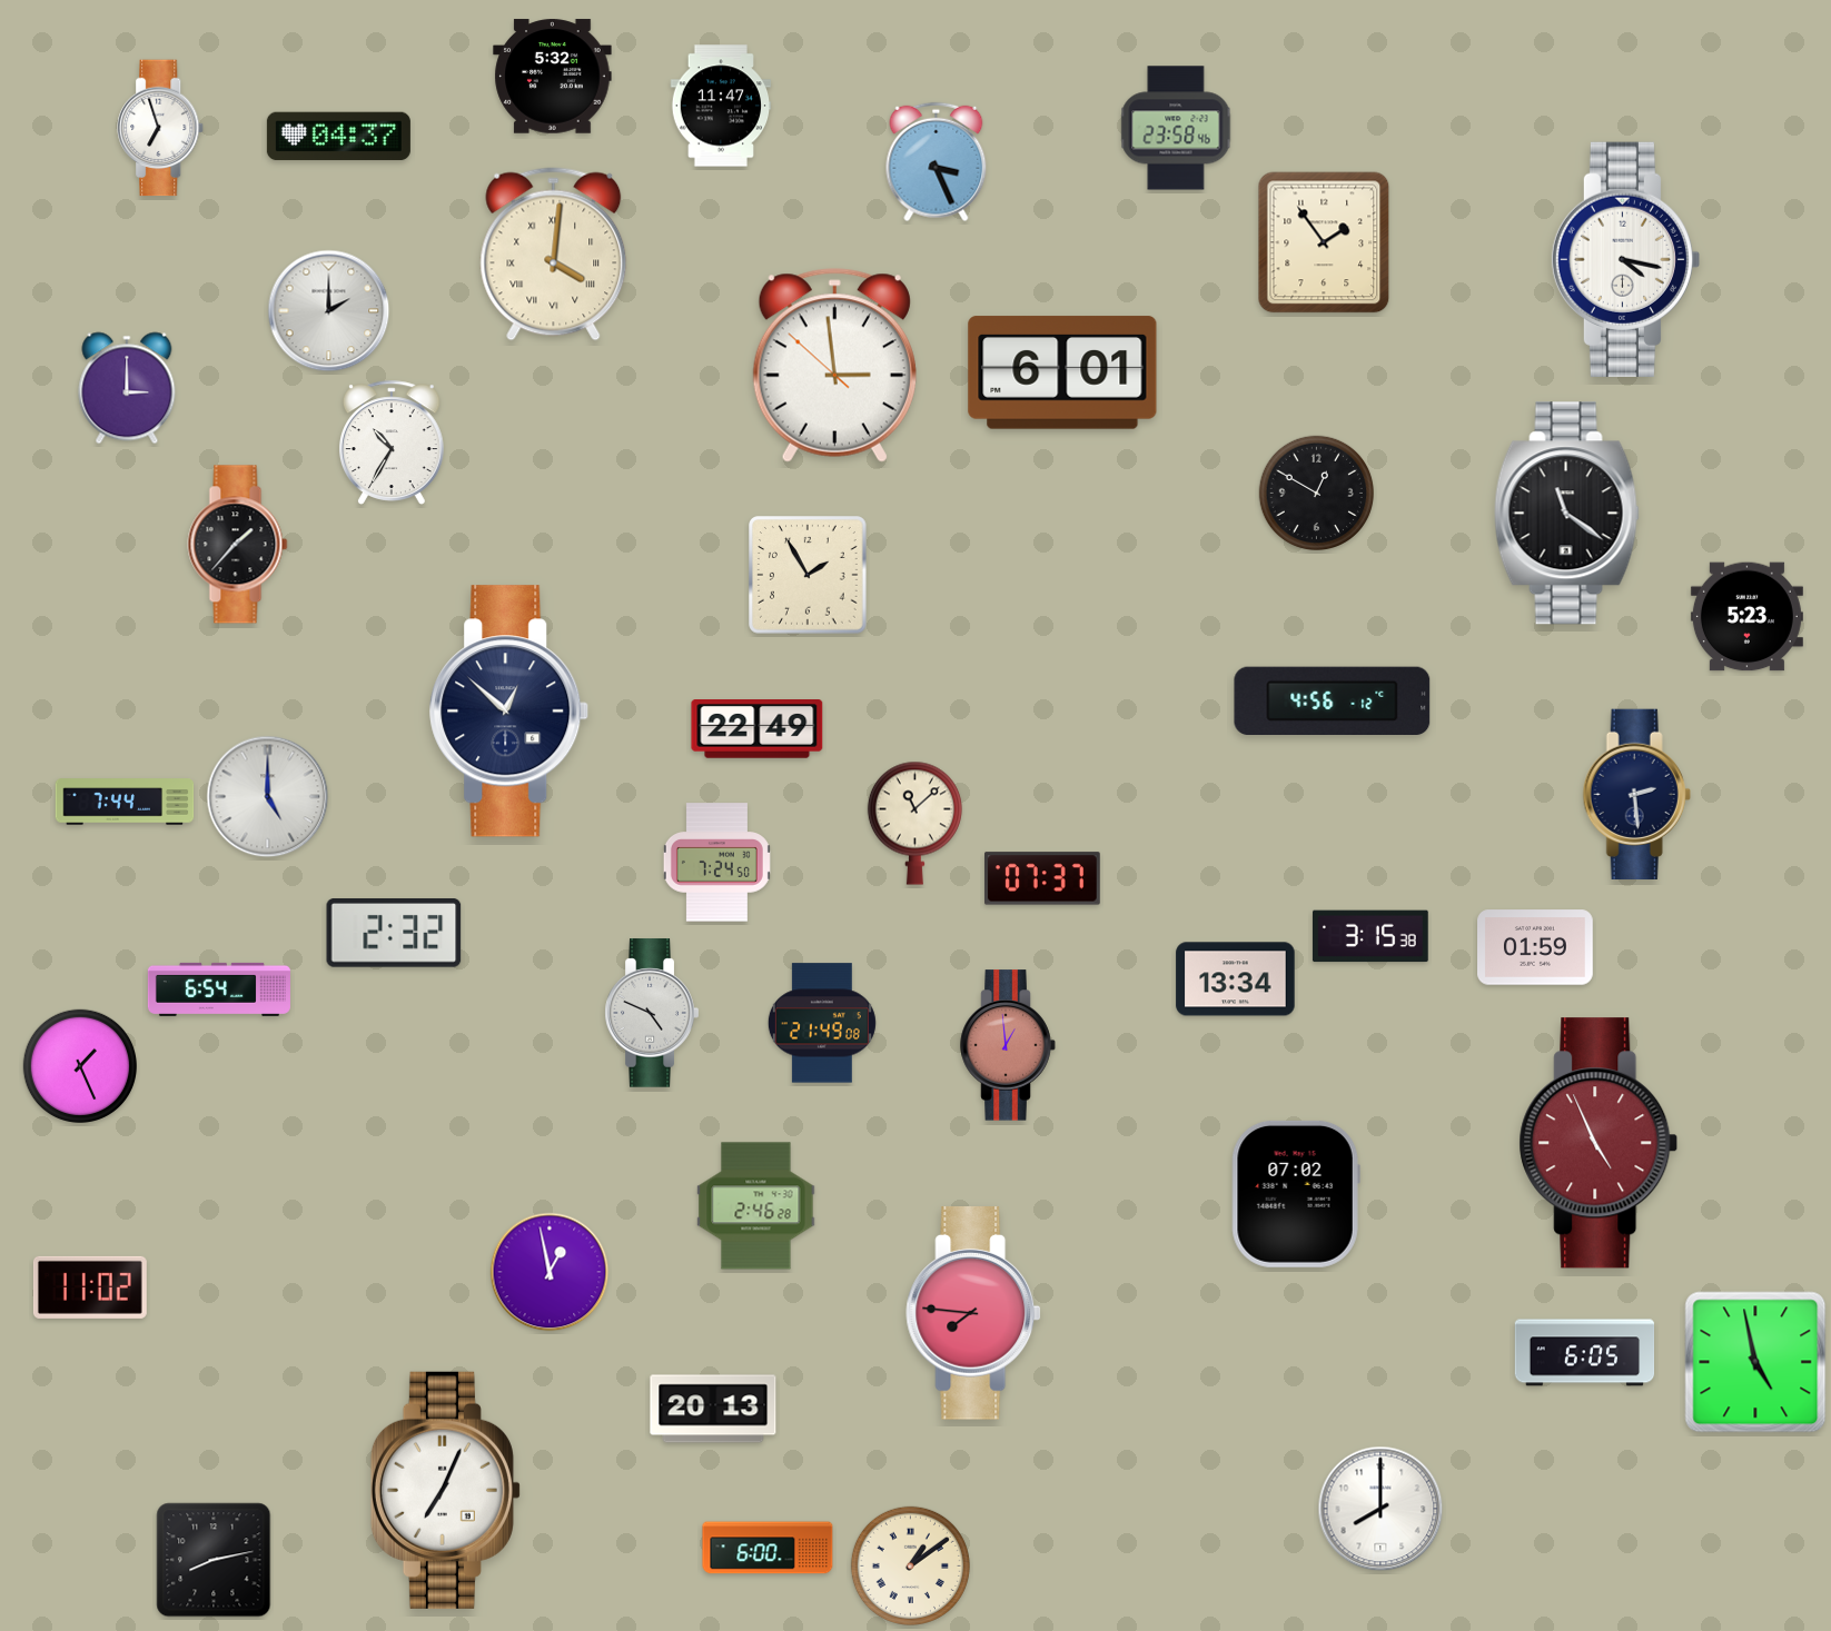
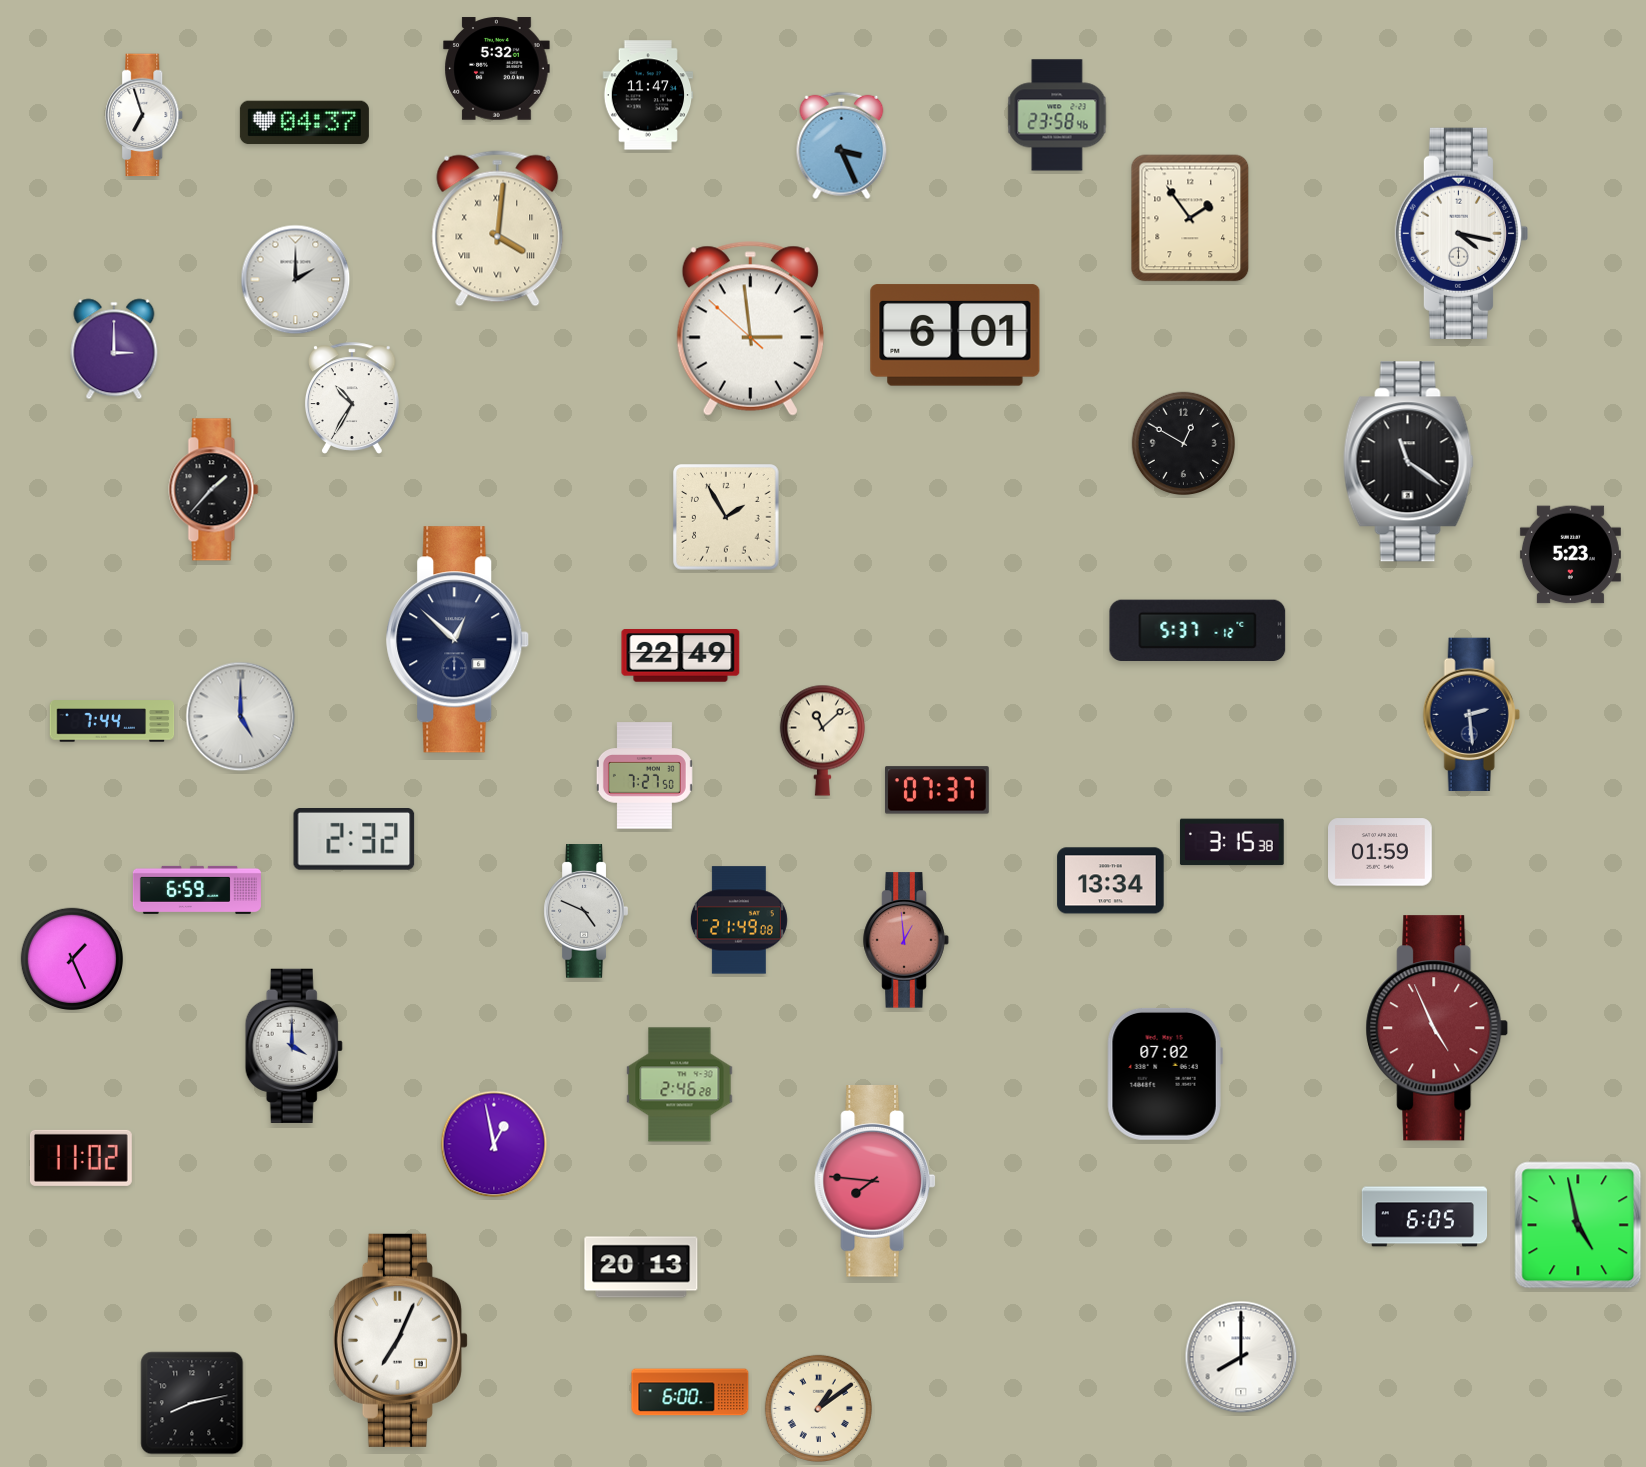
clock at (1333, 702): 4:56 -> 5:37
clock at (716, 863): 7:24 -> 7:27
clock at (219, 989): 6:54 -> 6:59
clock at (294, 1046): none -> 4:00
